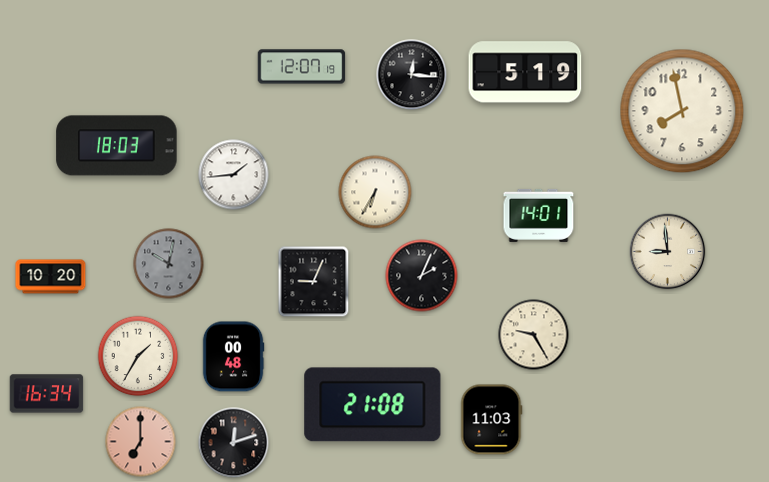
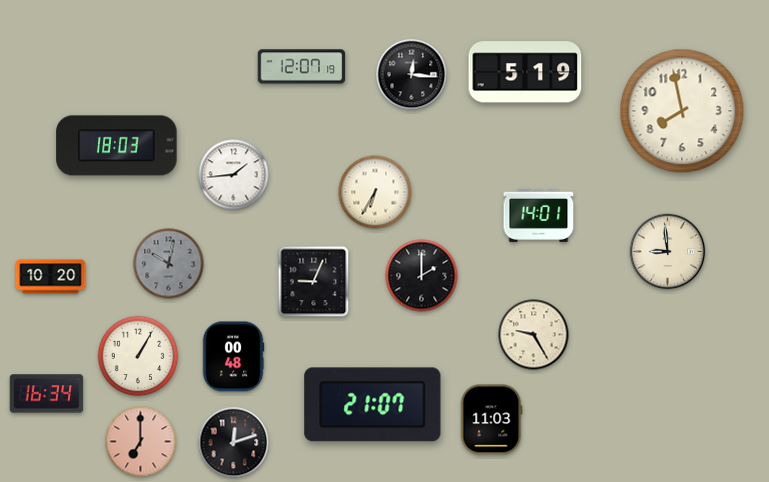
clock at (422, 276): 2:04 -> 2:00
clock at (138, 356): 1:35 -> 1:05
clock at (373, 405): 21:08 -> 21:07
